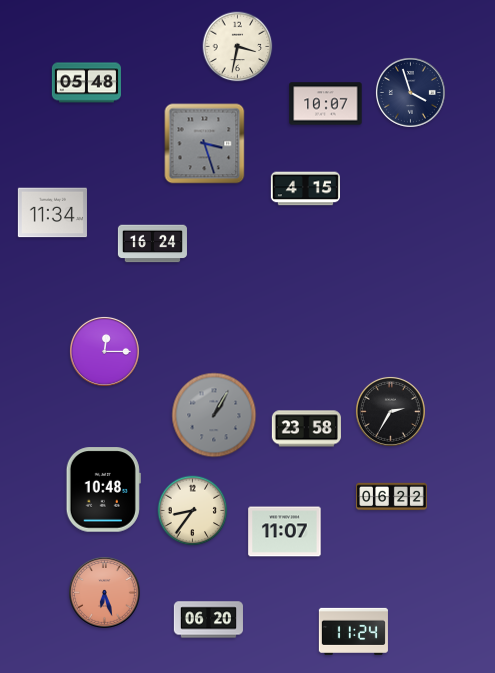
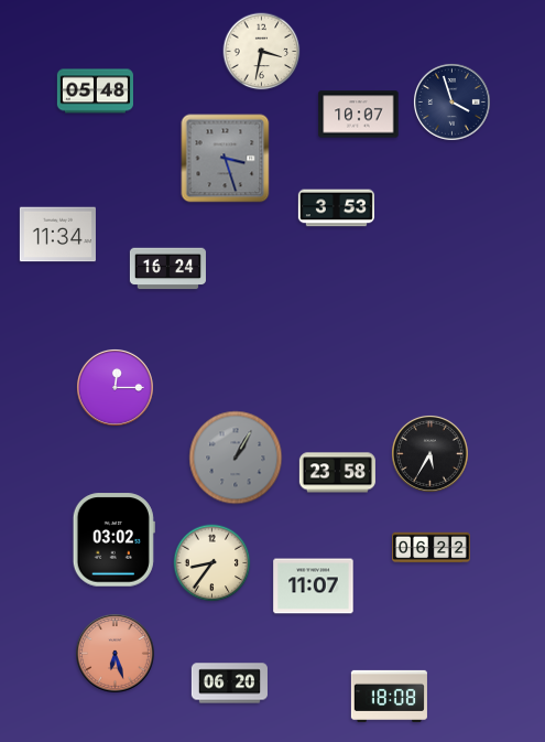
clock at (305, 189): 4:15 -> 3:53
clock at (390, 411): 2:35 -> 5:35
clock at (103, 490): 10:48 -> 03:02
clock at (353, 631): 11:24 -> 18:08
